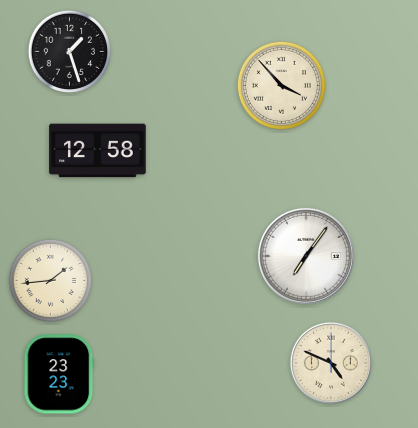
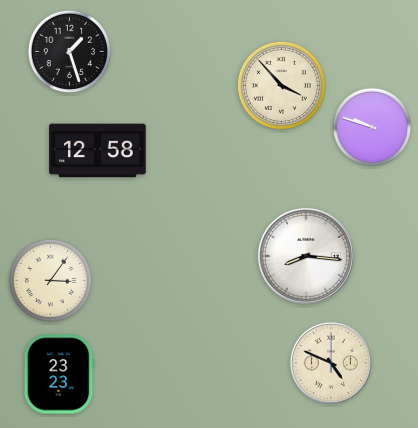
clock at (372, 127): none -> 9:48
clock at (306, 256): 7:06 -> 8:16
clock at (51, 281): 1:44 -> 3:06
